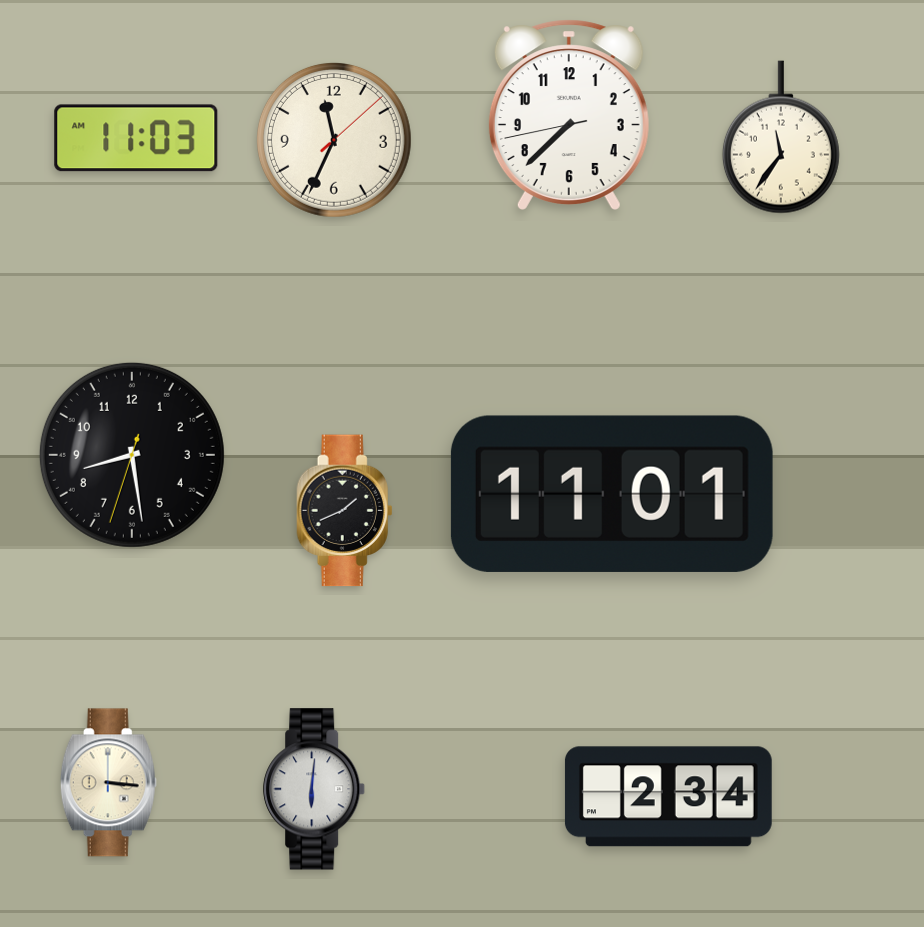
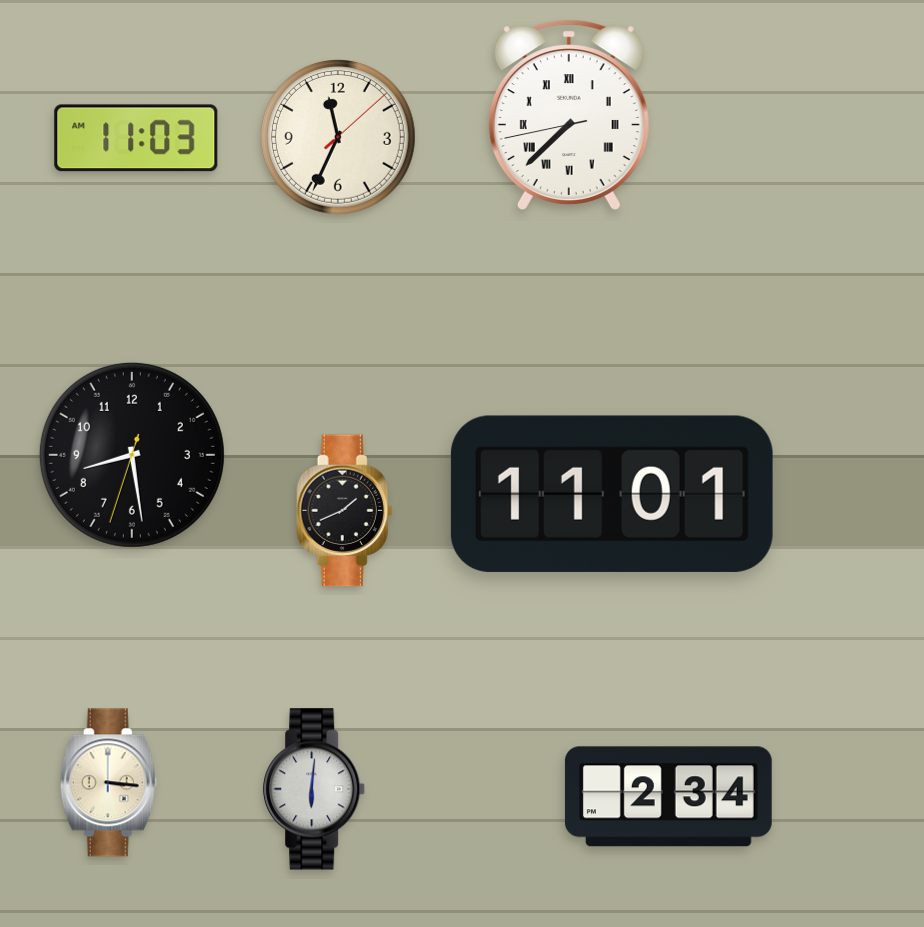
clock at (569, 115) numerals: Arabic -> Roman
clock at (781, 137): 11:36 -> none
clock at (334, 140) position: (334, 140) -> (338, 137)
